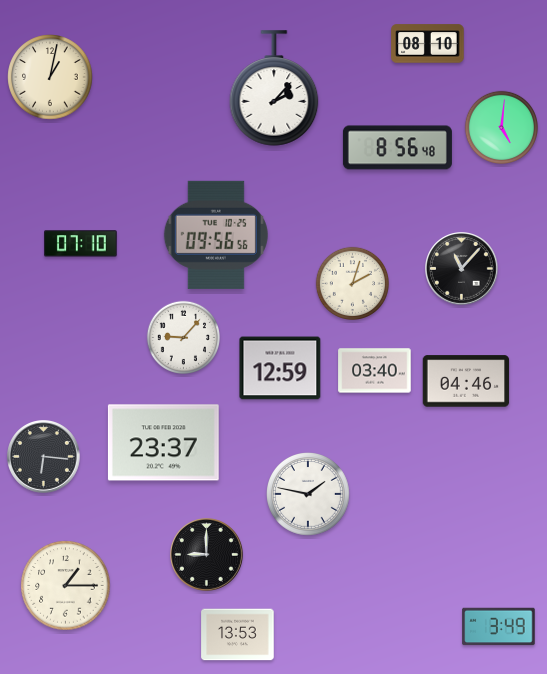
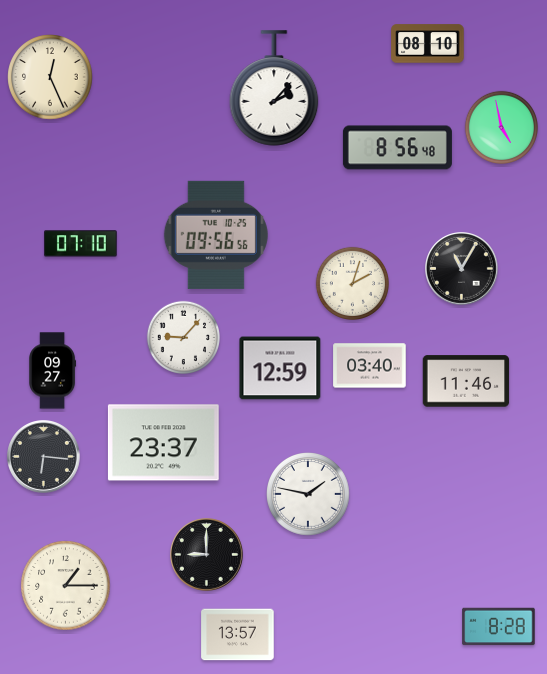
clock at (50, 77): 1:02 -> 12:26
clock at (501, 127): 5:01 -> 4:58
clock at (462, 269): 11:07 -> 11:05
clock at (53, 371): none -> 09:27
clock at (375, 371) position: (375, 371) -> (370, 366)
clock at (466, 381): 04:46 -> 11:46
clock at (499, 627): 3:49 -> 8:28
clock at (238, 635): 13:53 -> 13:57
